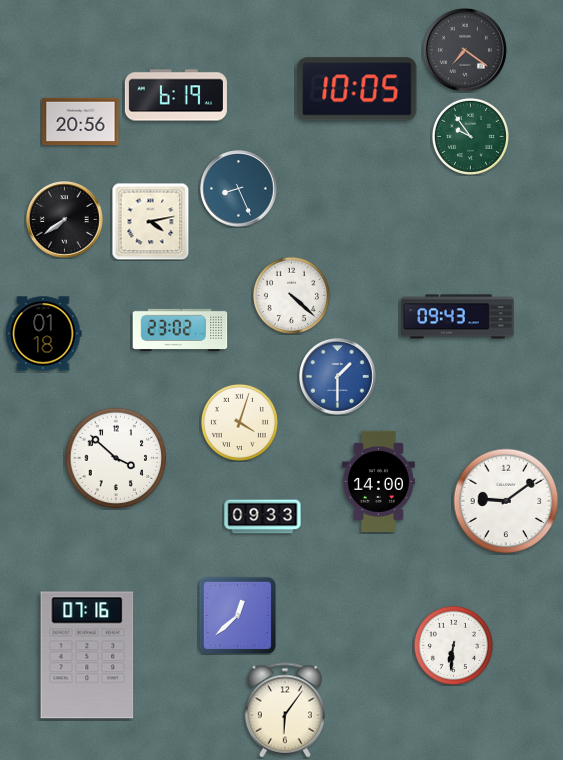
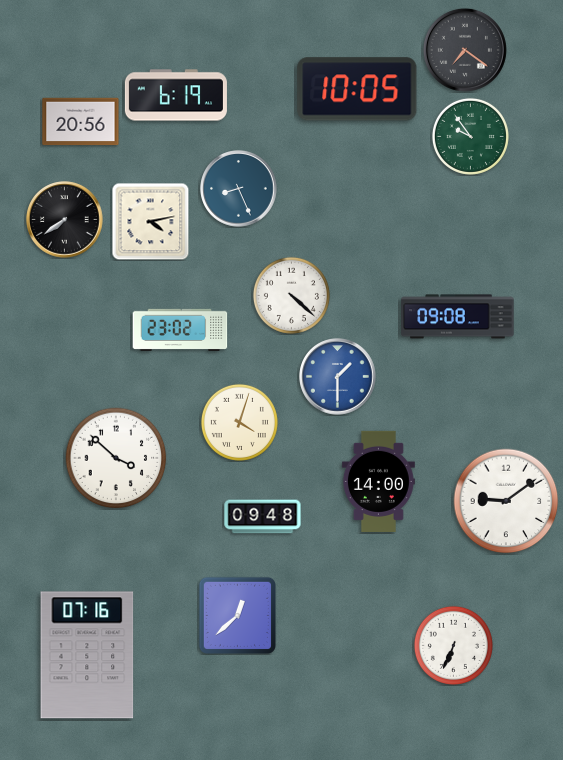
clock at (458, 317): 09:43 -> 09:08
clock at (43, 334): 01:18 -> none
clock at (263, 517): 09:33 -> 09:48
clock at (453, 645): 6:31 -> 6:34
clock at (285, 710): 6:06 -> none
